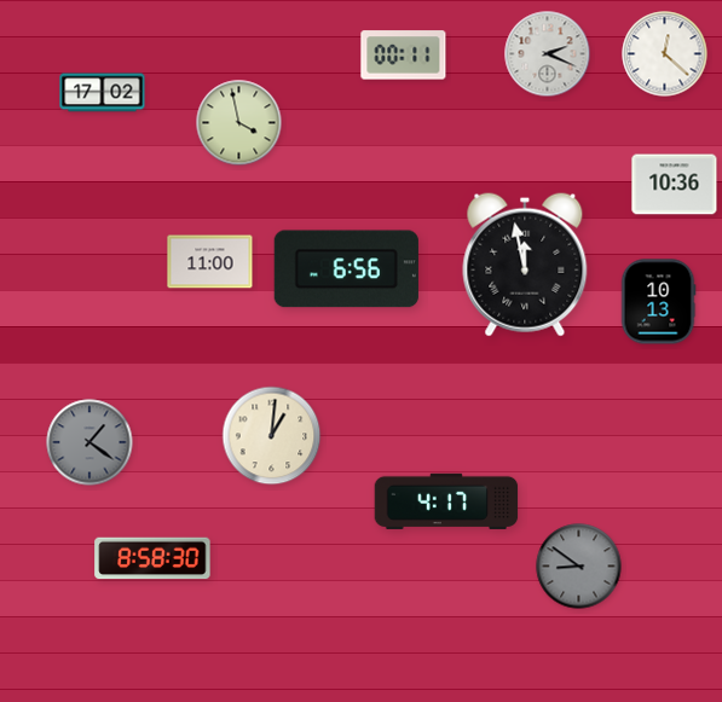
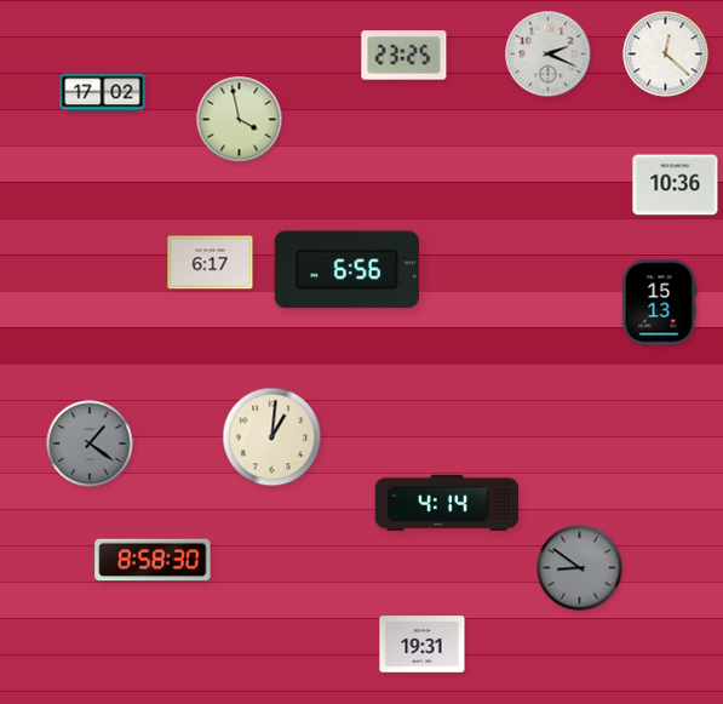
clock at (404, 56): 00:11 -> 23:25
clock at (239, 123) position: (239, 123) -> (240, 120)
clock at (210, 262): 11:00 -> 6:17
clock at (525, 265): 11:58 -> none
clock at (658, 302): 10:13 -> 15:13
clock at (446, 501): 4:17 -> 4:14
clock at (423, 645): none -> 19:31
